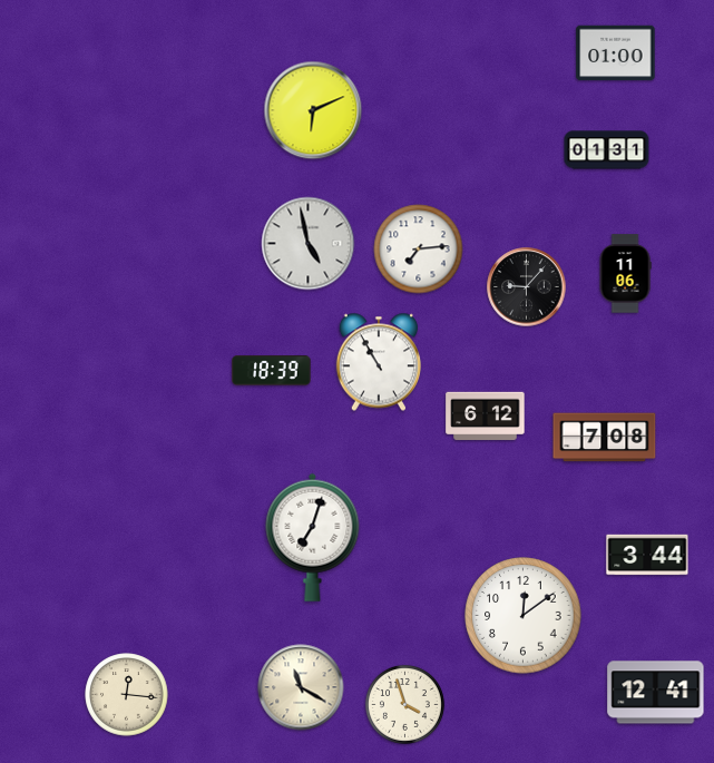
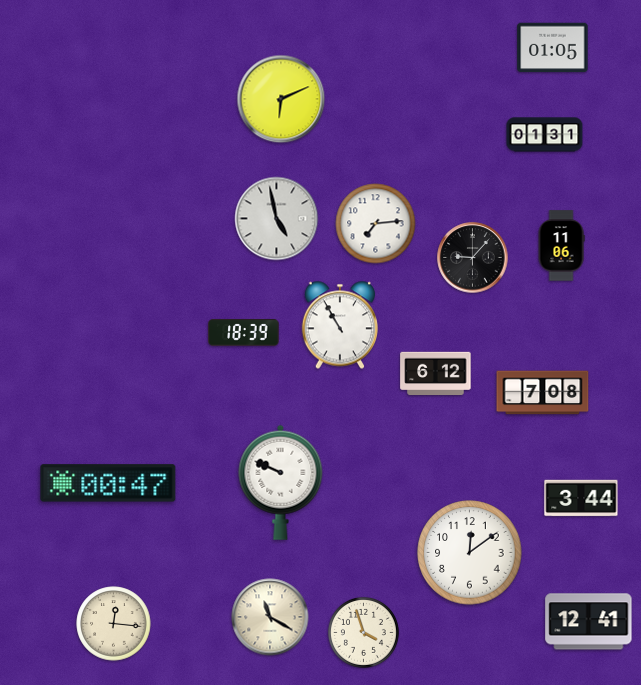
clock at (616, 53): 01:00 -> 01:05
clock at (313, 537): 7:03 -> 9:49
clock at (108, 483): none -> 00:47
